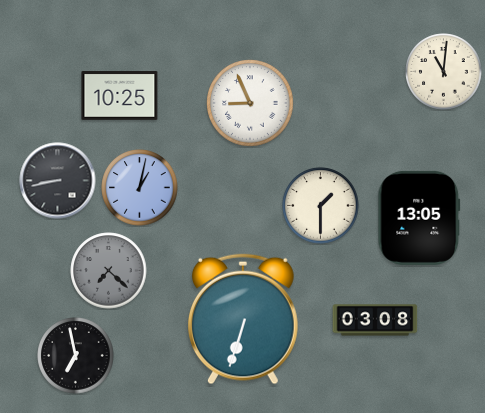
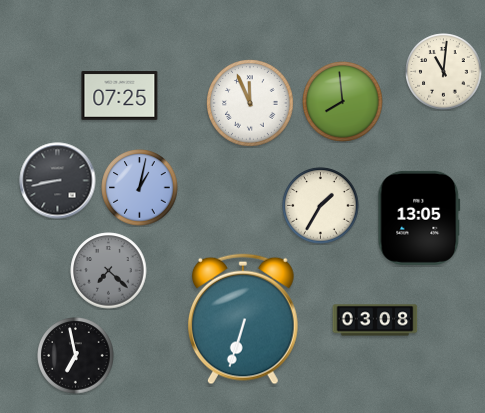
clock at (120, 96): 10:25 -> 07:25
clock at (343, 102): none -> 7:59
clock at (250, 103): 8:56 -> 11:56
clock at (321, 206): 1:30 -> 1:35
